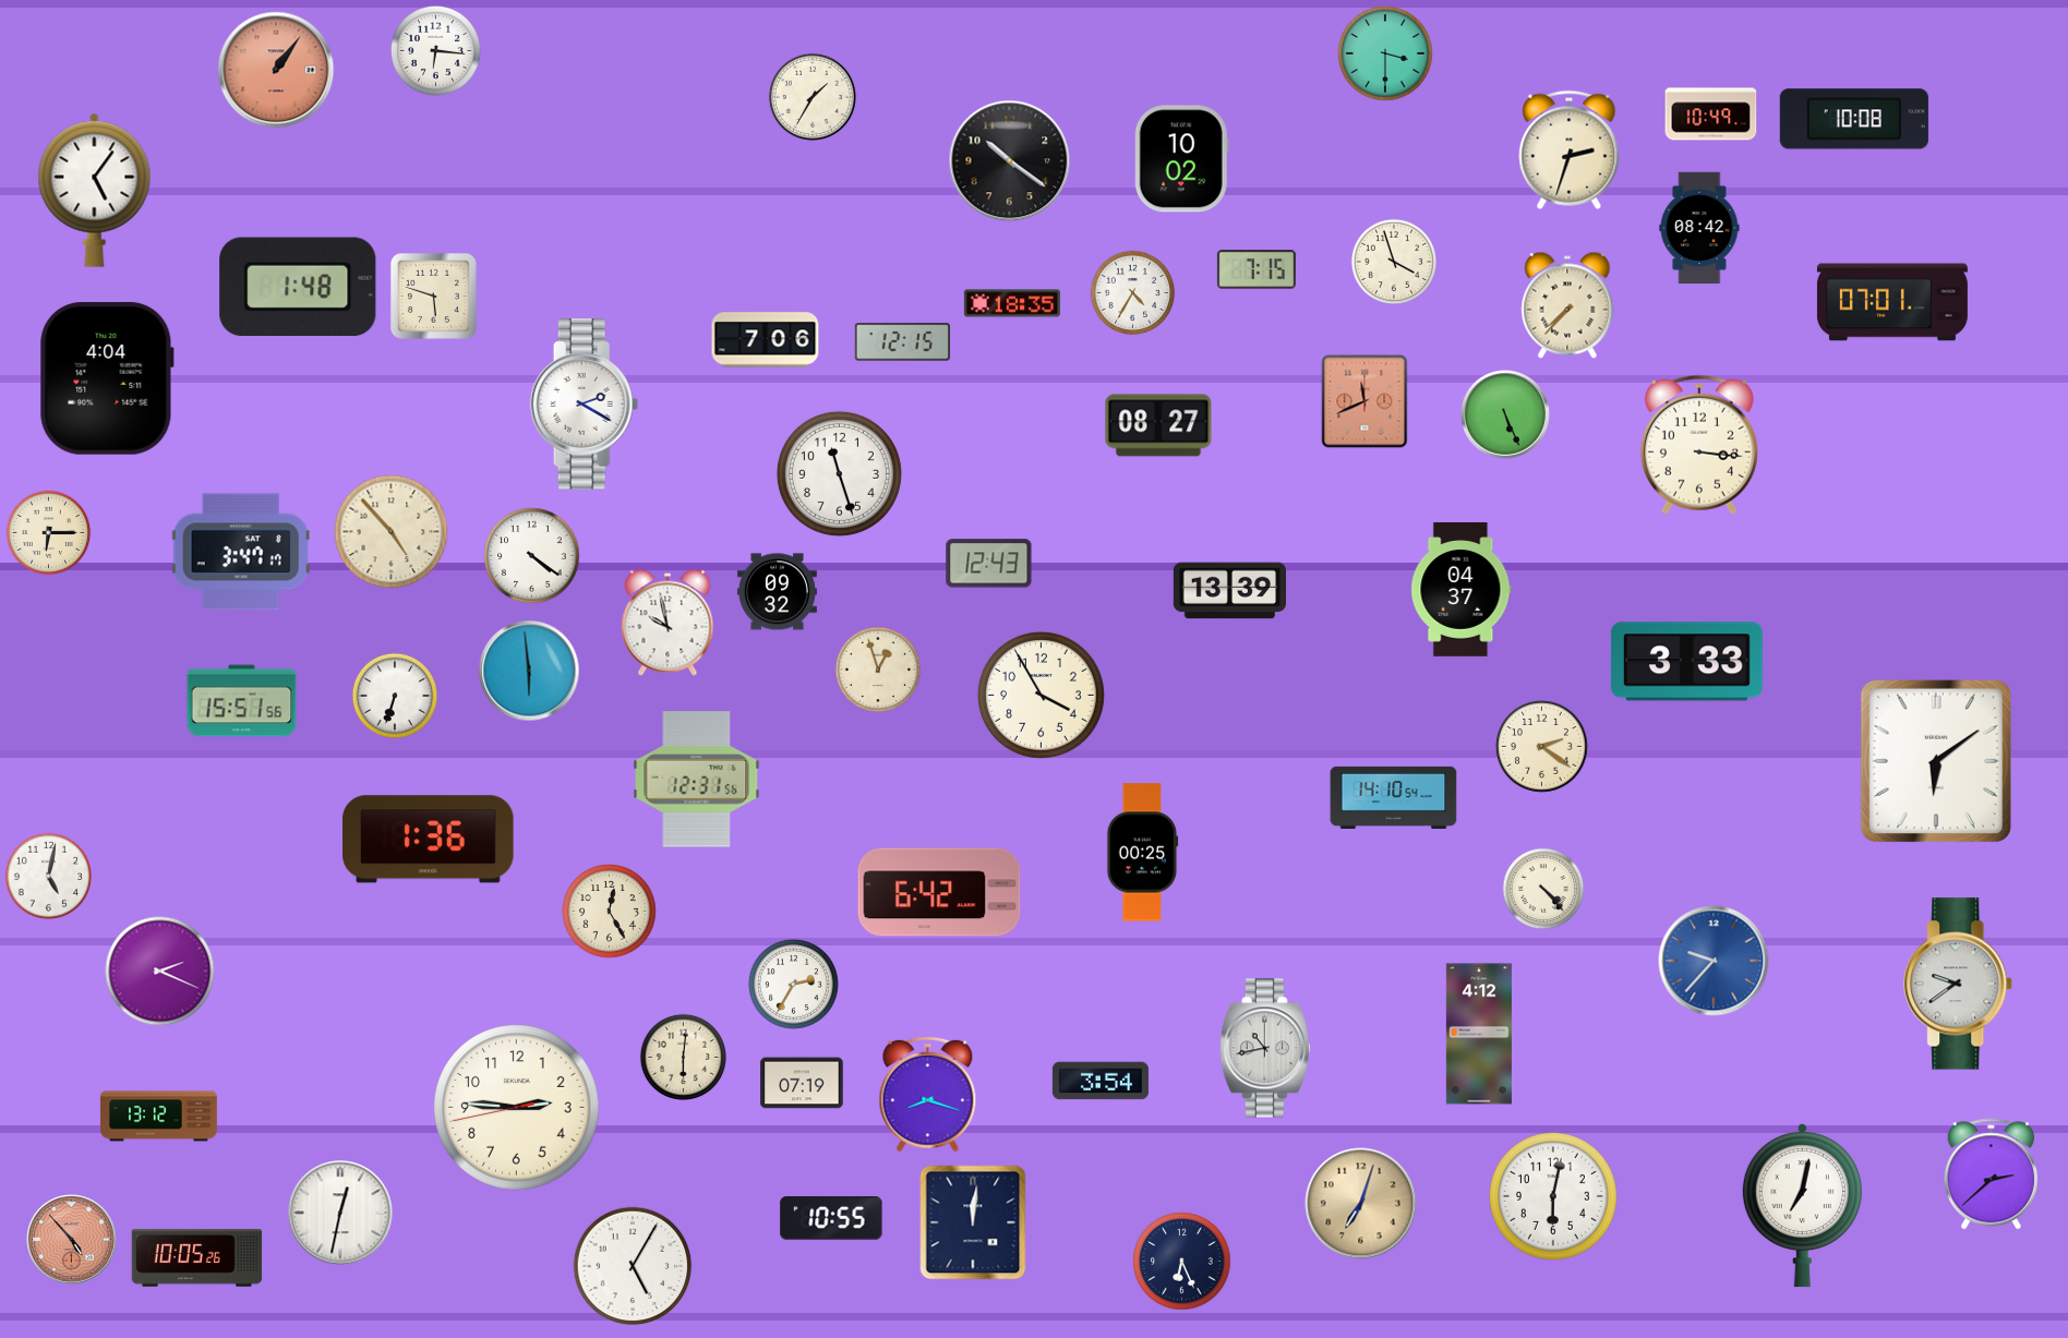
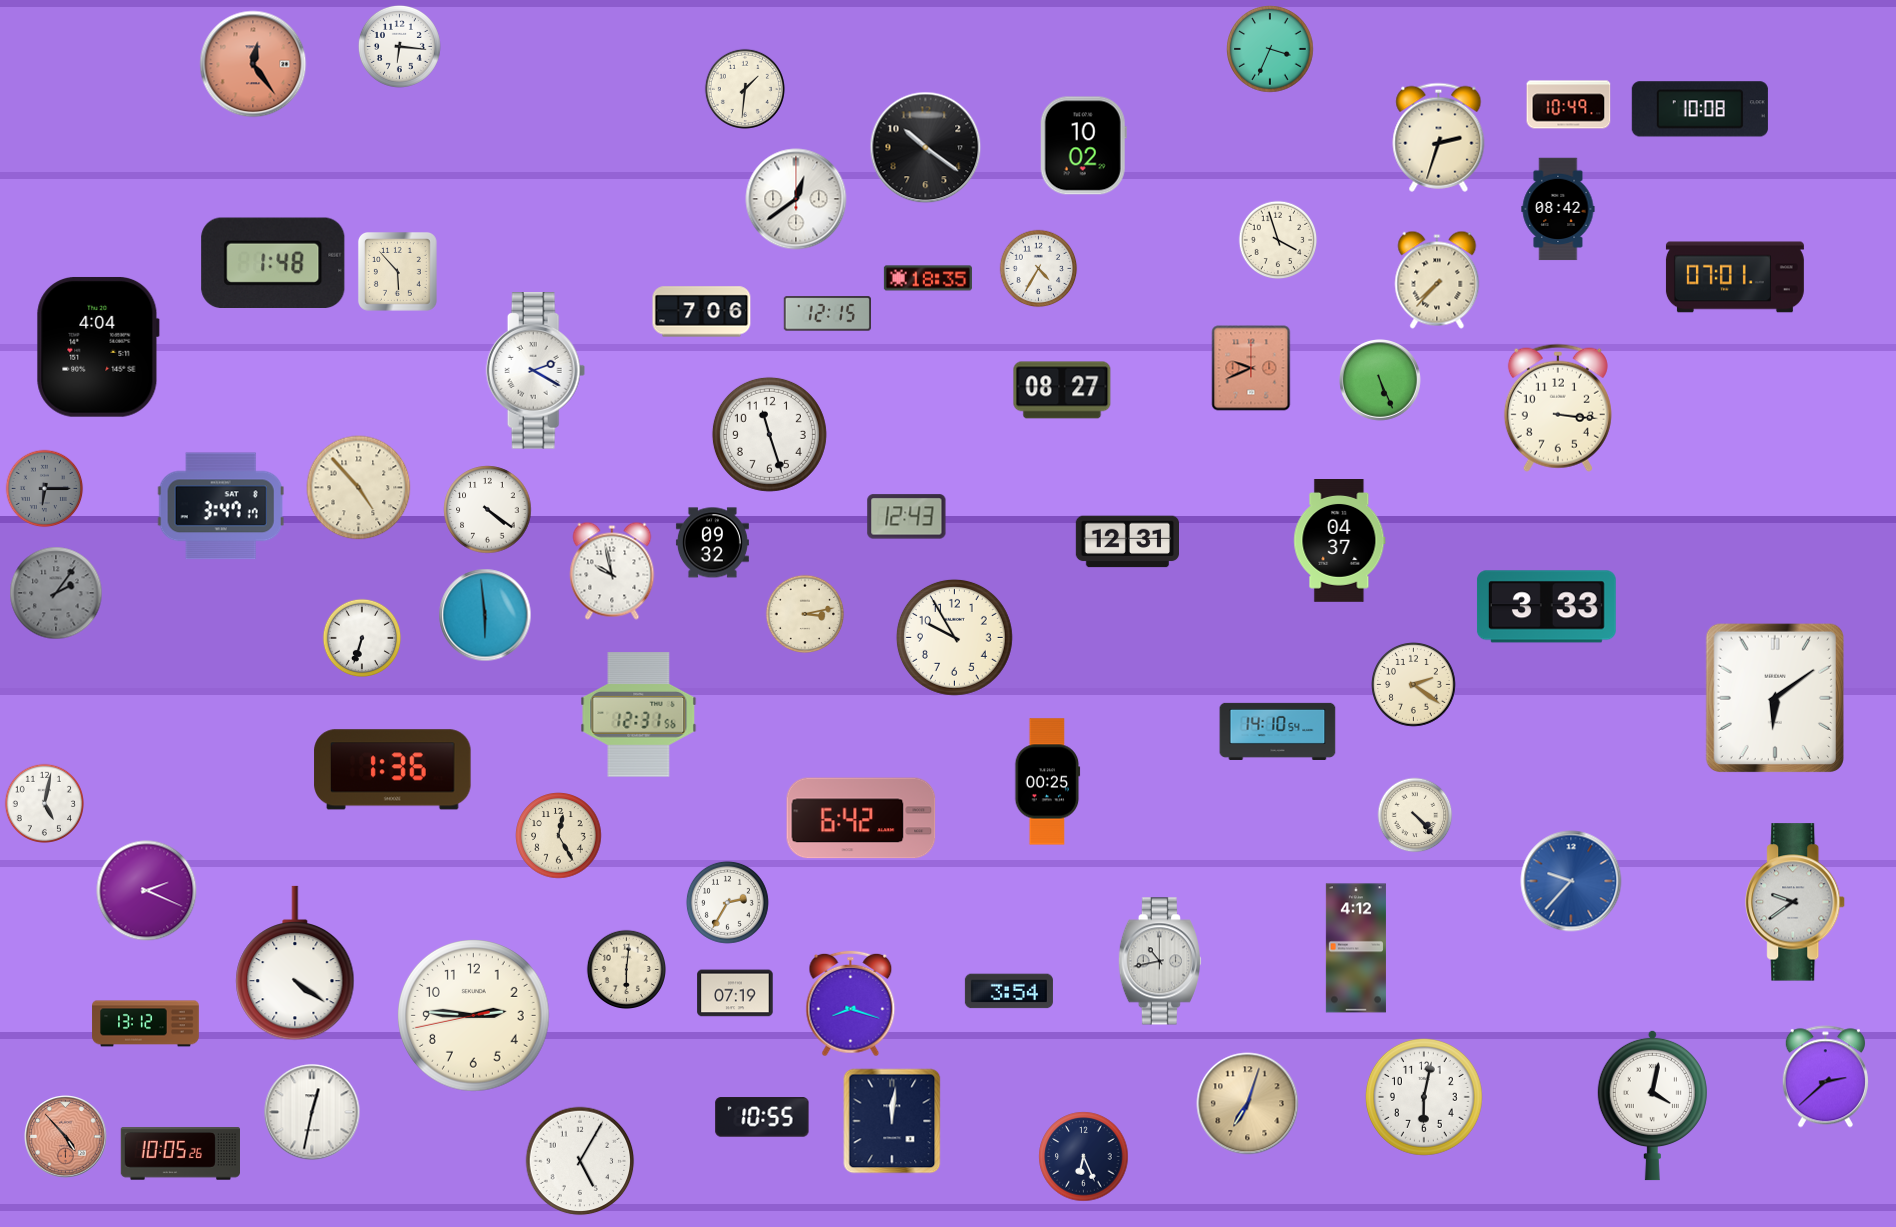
clock at (1385, 53): 3:30 -> 3:34
clock at (276, 70): 1:06 -> 12:24
clock at (813, 97): 1:35 -> 1:31
clock at (95, 190): 5:06 -> none
clock at (796, 199): none -> 12:39
clock at (1257, 269): 7:15 -> none
clock at (434, 297): 5:48 -> 5:53
clock at (1364, 401): 11:41 -> 9:41
clock at (49, 533) dial: cream -> grey
clock at (1229, 591): 13:39 -> 12:31
clock at (56, 593): none -> 2:06
clock at (878, 670): 12:57 -> 3:13
clock at (1041, 695): 3:55 -> 9:55
clock at (242, 701): 15:51 -> none
clock at (295, 963): none -> 4:21
clock at (1802, 1205): 7:02 -> 4:02
